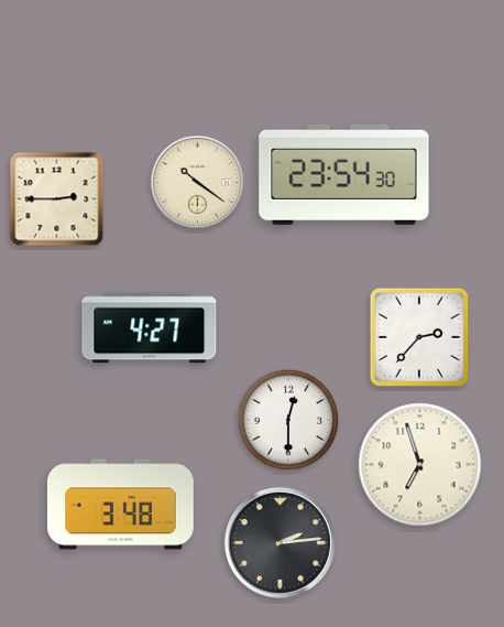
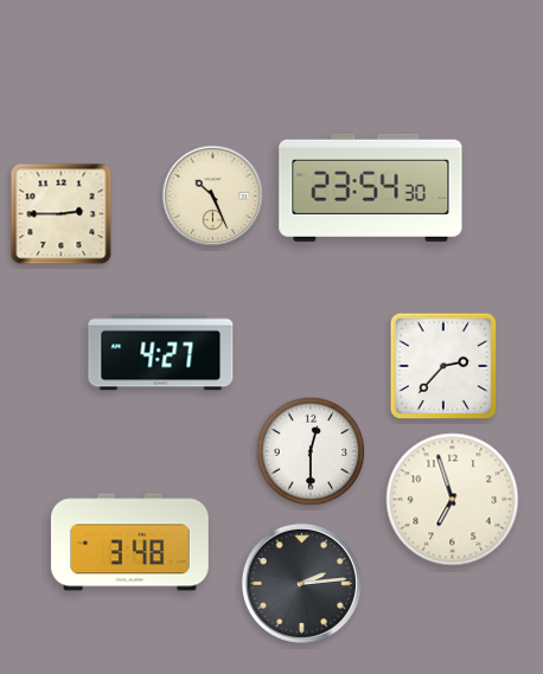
clock at (198, 183): 10:21 -> 10:26
clock at (419, 337) position: (419, 337) -> (443, 366)
